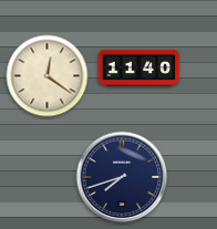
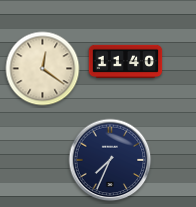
clock at (122, 177): 7:42 -> 7:34
